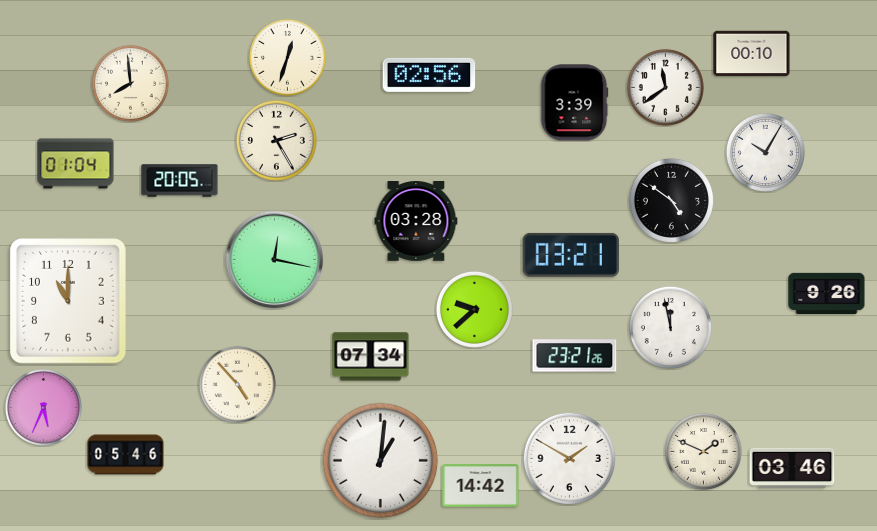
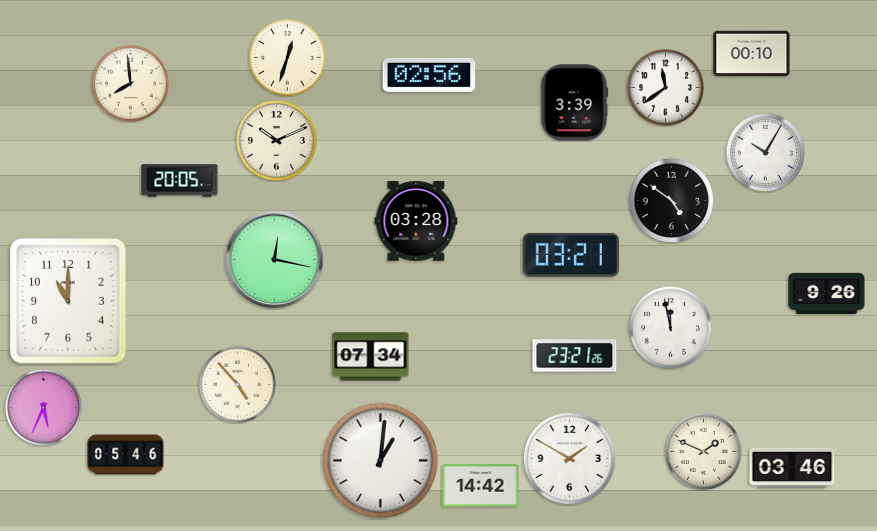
clock at (276, 140): 2:25 -> 10:11
clock at (76, 164): 01:04 -> none
clock at (474, 309): 9:38 -> none
